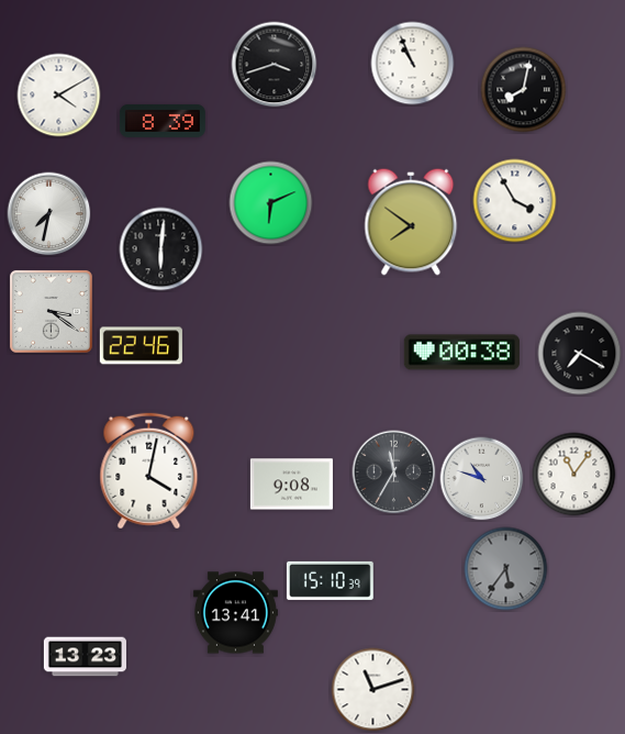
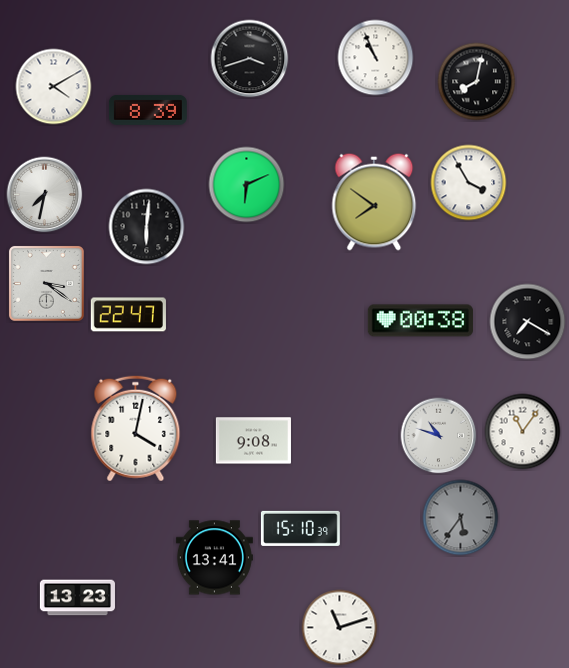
clock at (141, 346): 22:46 -> 22:47
clock at (394, 472): 11:35 -> none
clock at (291, 485) position: (291, 485) -> (253, 441)
